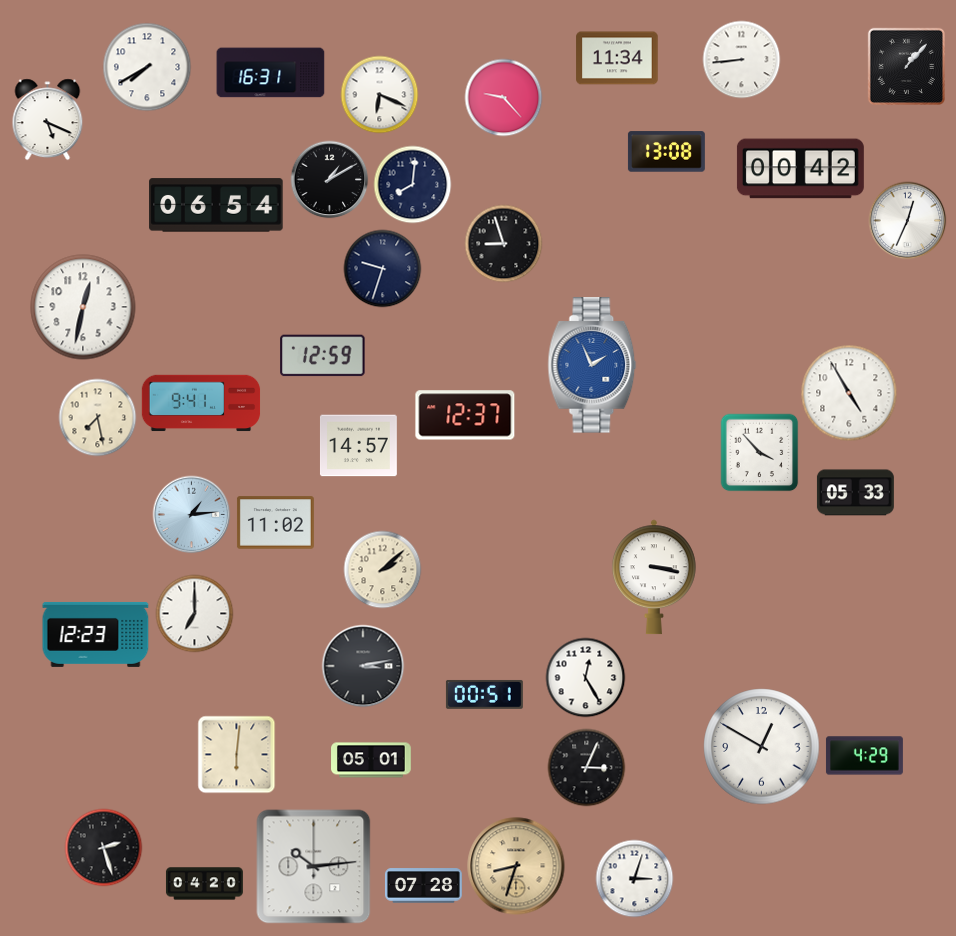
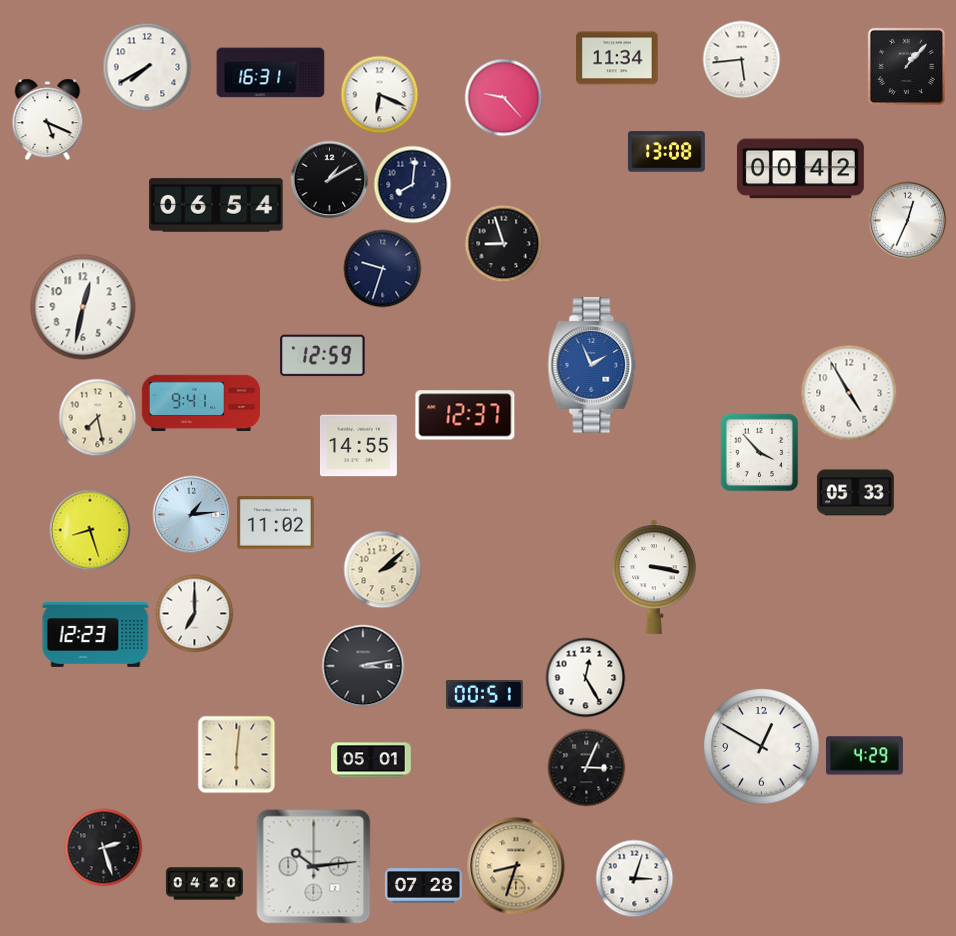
clock at (741, 59): 8:44 -> 5:44
clock at (358, 446): 14:57 -> 14:55
clock at (90, 530): none -> 8:27
